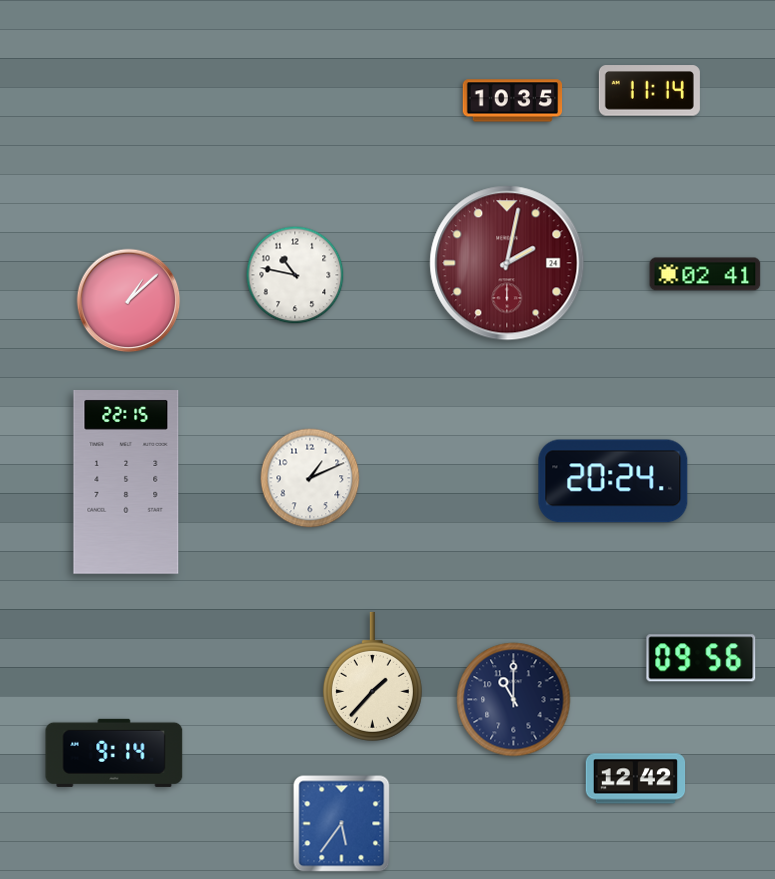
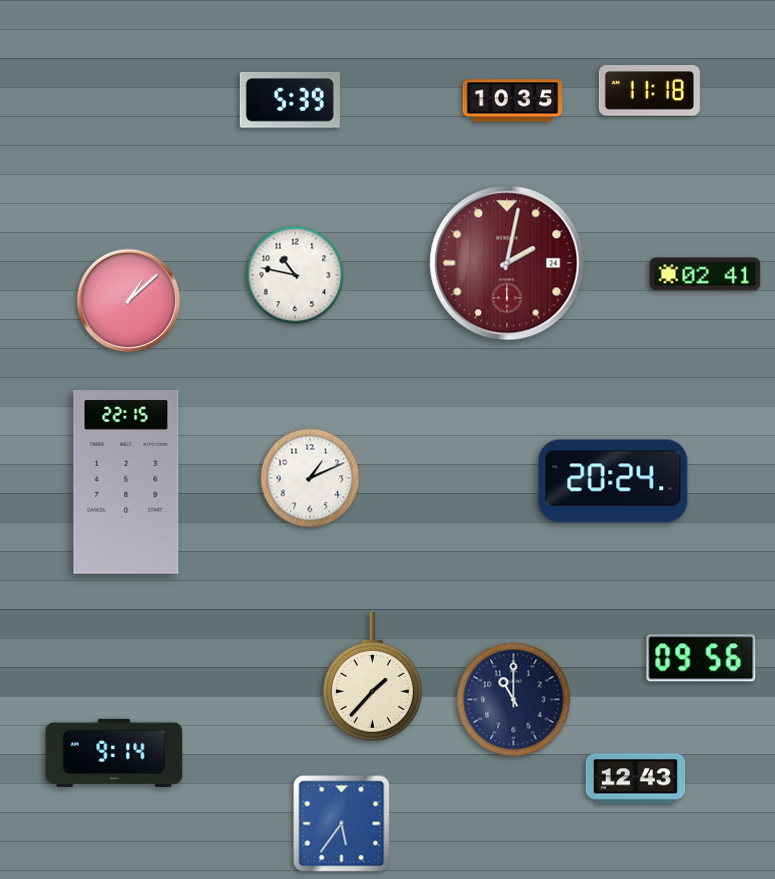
clock at (649, 91): 11:14 -> 11:18
clock at (290, 101): none -> 5:39
clock at (636, 779): 12:42 -> 12:43
